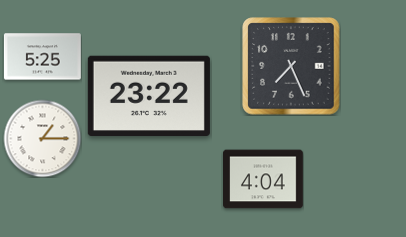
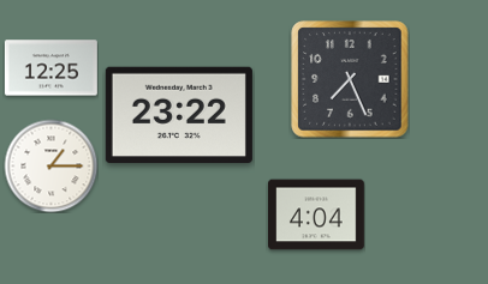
clock at (42, 57): 5:25 -> 12:25
